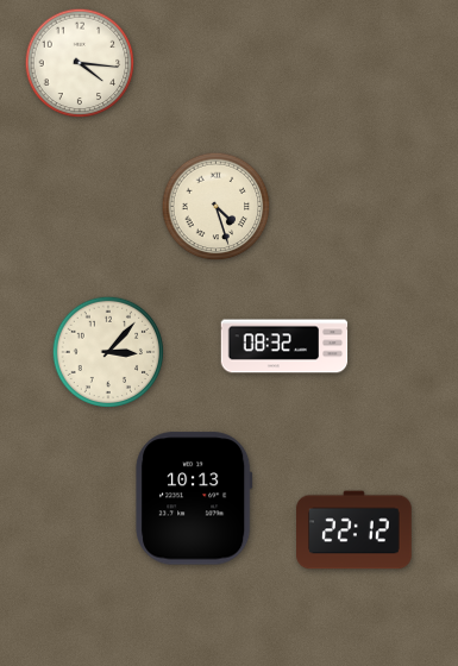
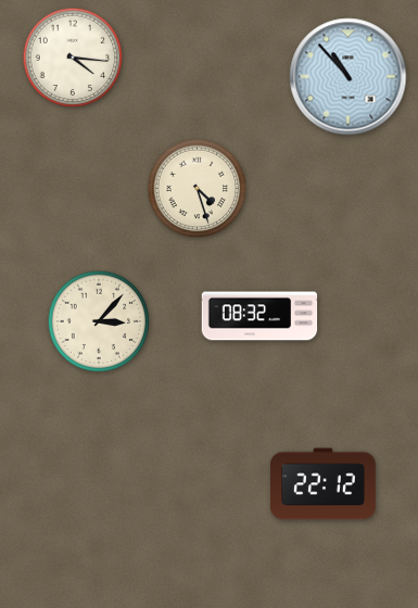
clock at (349, 77): none -> 10:53
clock at (194, 498): 10:13 -> none
